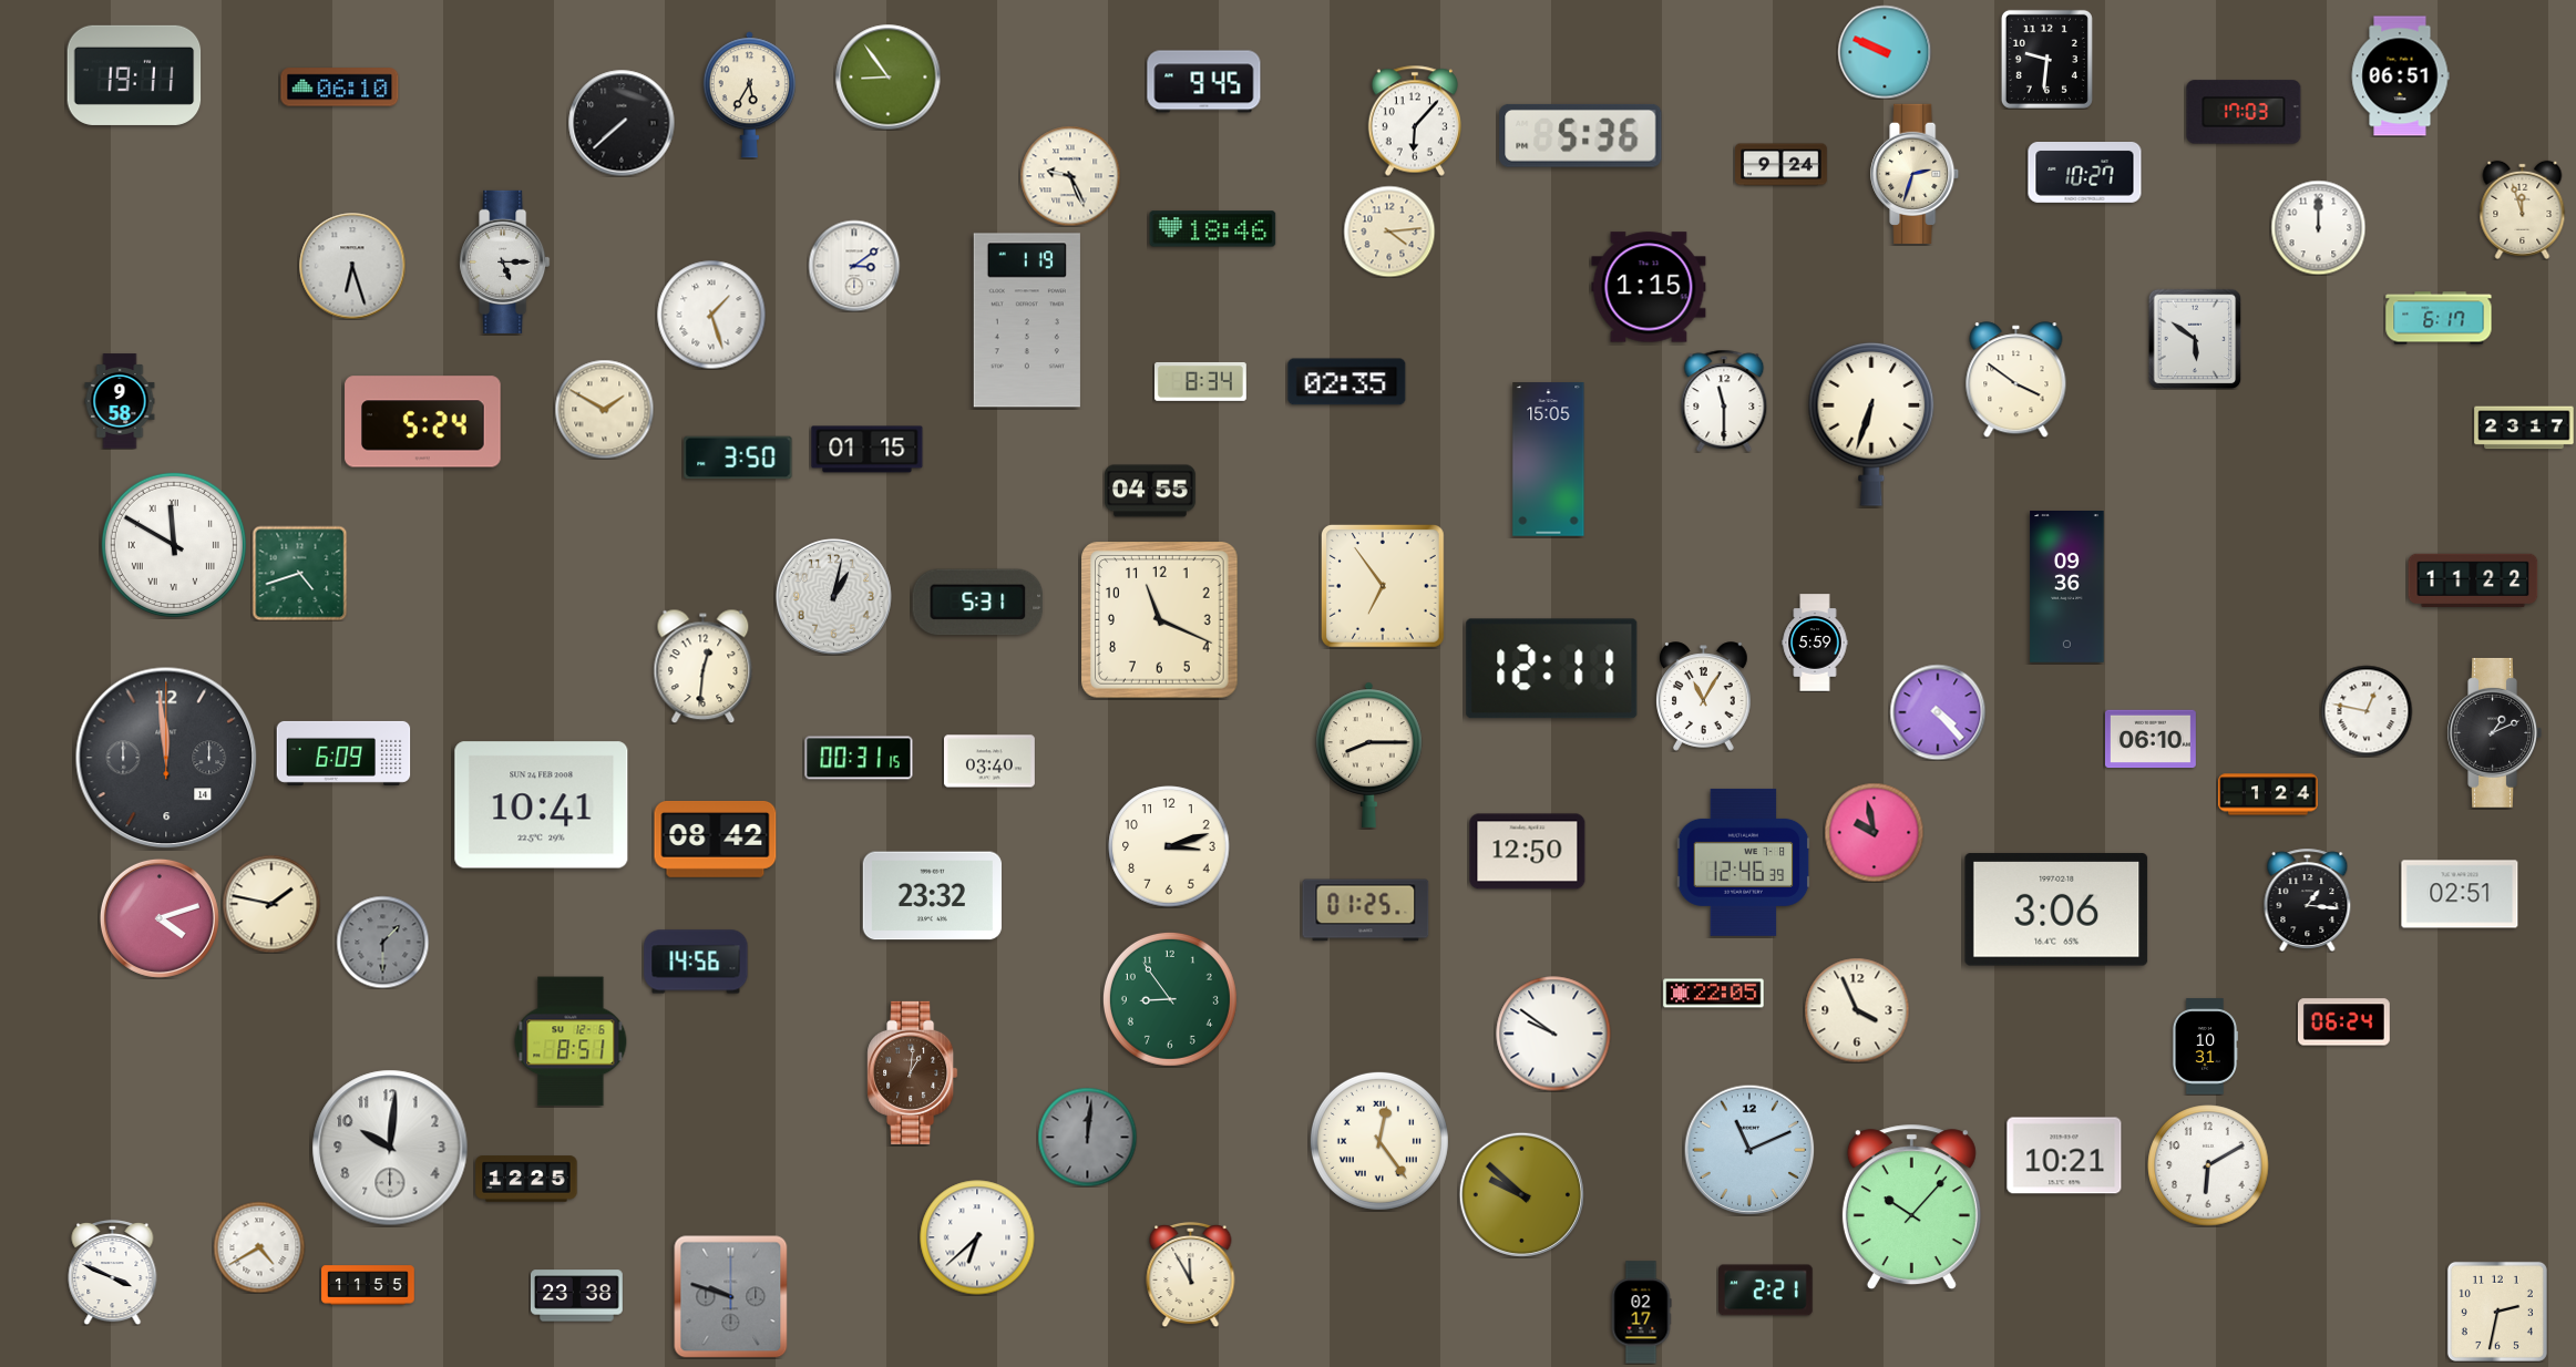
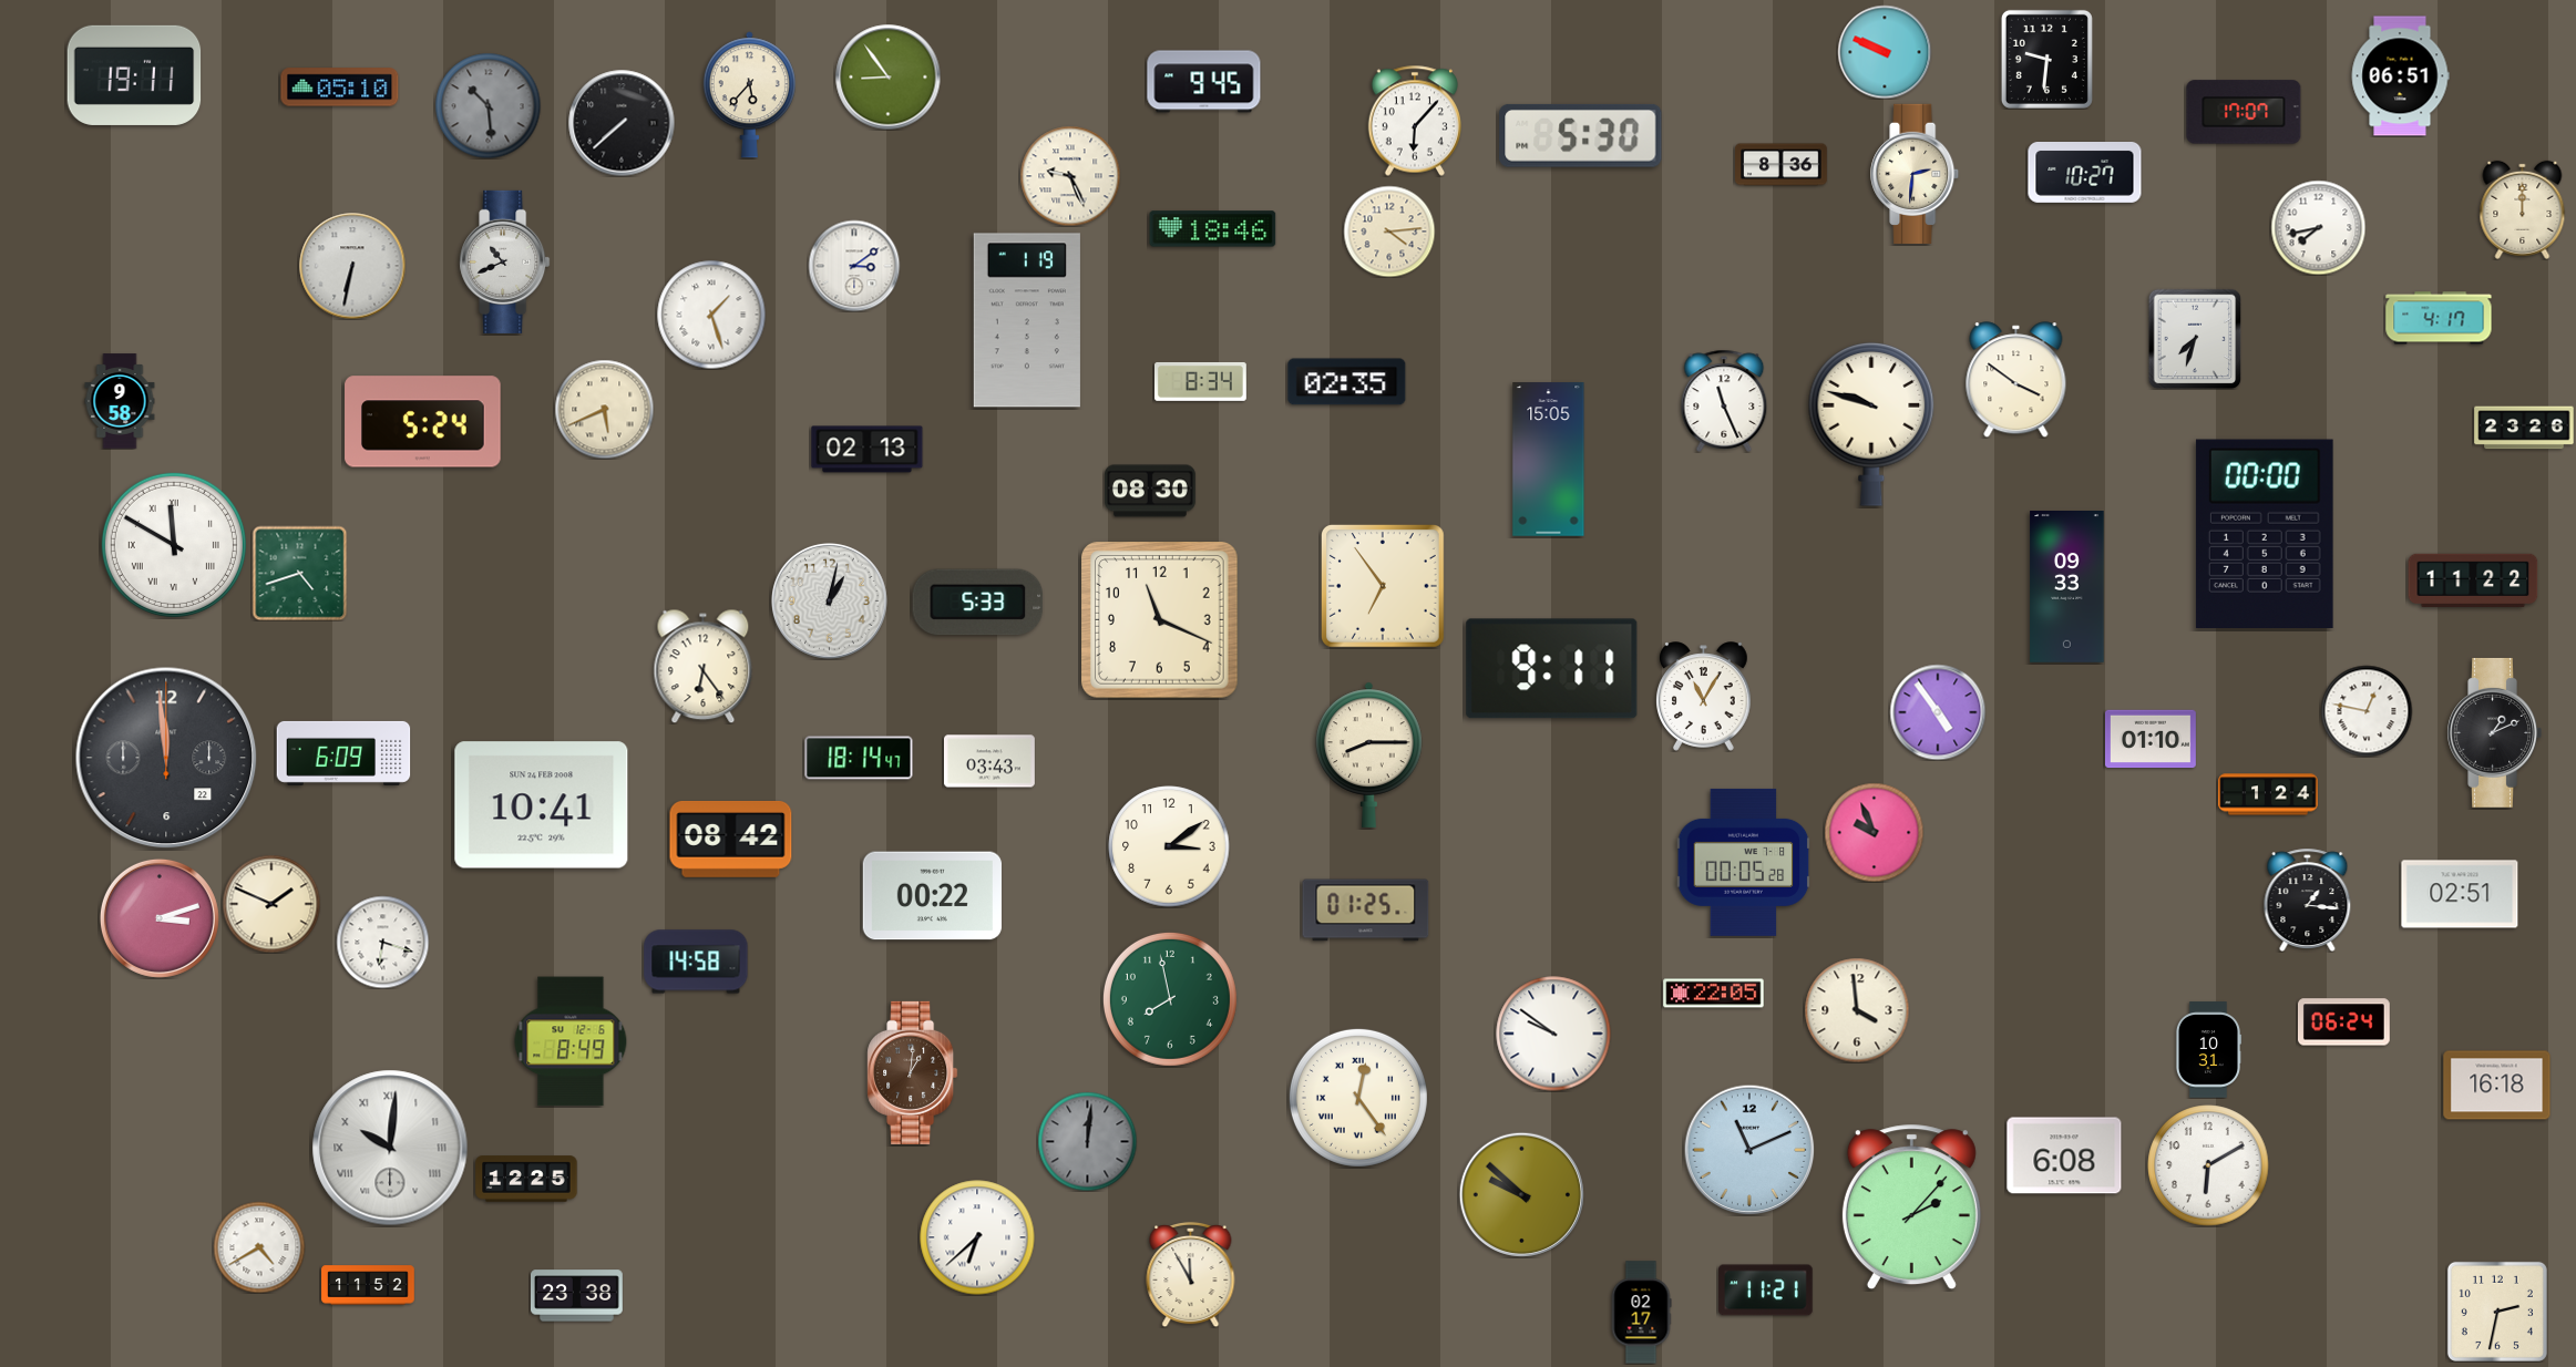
clock at (340, 88): 06:10 -> 05:10
clock at (749, 95): 5:35 -> 5:37
clock at (488, 105): none -> 10:29
clock at (2244, 112): 17:03 -> 17:07
clock at (1581, 135): 5:36 -> 5:30
clock at (1782, 165): 9:24 -> 8:36
clock at (1916, 174): 2:33 -> 2:31
clock at (2523, 209): 11:57 -> 12:00
clock at (2318, 227): 12:00 -> 7:43
clock at (505, 261): 5:15 -> 10:41
clock at (352, 266): 6:27 -> 6:32
clock at (1649, 287): 1:15 -> none
clock at (2439, 318): 6:17 -> 4:17
clock at (2195, 339): 5:51 -> 7:33
clock at (1724, 401): 11:30 -> 11:26
clock at (604, 409): 1:50 -> 5:41
clock at (1871, 424): 6:33 -> 9:48
clock at (2524, 428): 23:17 -> 23:26
clock at (868, 450): 01:15 -> 02:13
clock at (738, 458): 3:50 -> none
clock at (1150, 491): 04:55 -> 08:30
clock at (2265, 533): none -> 00:00
clock at (2067, 587): 09:36 -> 09:33
clock at (833, 596) position: (833, 596) -> (829, 600)
clock at (978, 603): 5:31 -> 5:33
clock at (1815, 643): 5:59 -> none
clock at (704, 666): 12:31 -> 6:24
clock at (1552, 669): 12:11 -> 9:11
clock at (1938, 712): 4:23 -> 4:54
clock at (2151, 739): 06:10 -> 01:10
clock at (166, 758) date: 14 -> 22
clock at (859, 758): 00:31 -> 18:14
clock at (989, 761): 03:40 -> 03:43
clock at (1874, 832): 9:58 -> 9:56
clock at (716, 840) position: (716, 840) -> (731, 840)
clock at (1169, 846): 3:12 -> 3:09
clock at (1528, 852): 12:50 -> none
clock at (1744, 862): 12:46 -> 00:05
clock at (932, 896): 23:32 -> 00:22
clock at (271, 904): 1:47 -> 1:49
clock at (2056, 909): 3:06 -> none
clock at (160, 918): 4:12 -> 3:12
clock at (382, 942): 1:30 -> 6:18
clock at (382, 942) dial: grey -> white
clock at (696, 962): 14:56 -> 14:58
clock at (1170, 999): 8:54 -> 7:58
clock at (1857, 1010): 3:56 -> 3:59
clock at (571, 1041): 8:51 -> 8:49
clock at (2204, 1047) position: (2204, 1047) -> (2207, 1050)
clock at (2497, 1086): none -> 16:18
clock at (1087, 1137) position: (1087, 1137) -> (1087, 1141)
clock at (1379, 1141) position: (1379, 1141) -> (1358, 1098)
clock at (390, 1148) numerals: Arabic -> Roman
clock at (2064, 1155): 10:21 -> 6:08
clock at (1911, 1207): 10:07 -> 2:07
clock at (113, 1272): 3:49 -> none
clock at (368, 1285): 11:55 -> 11:52
clock at (1766, 1291): 2:21 -> 11:21
clock at (731, 1297): 9:48 -> none
